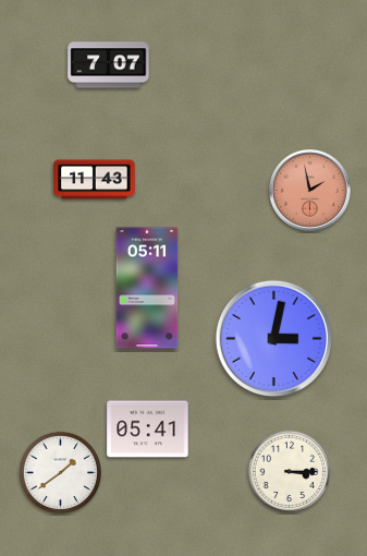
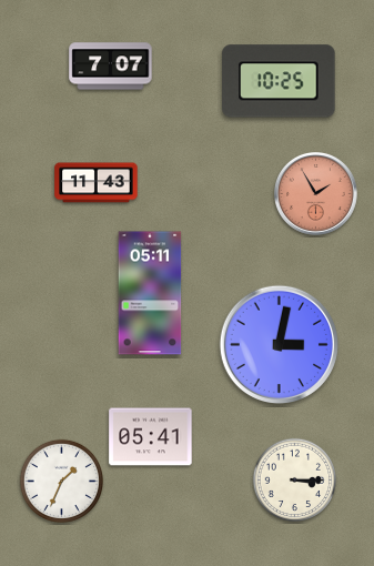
clock at (279, 81): none -> 10:25
clock at (310, 191): 1:58 -> 1:55
clock at (60, 472): 1:39 -> 1:34
